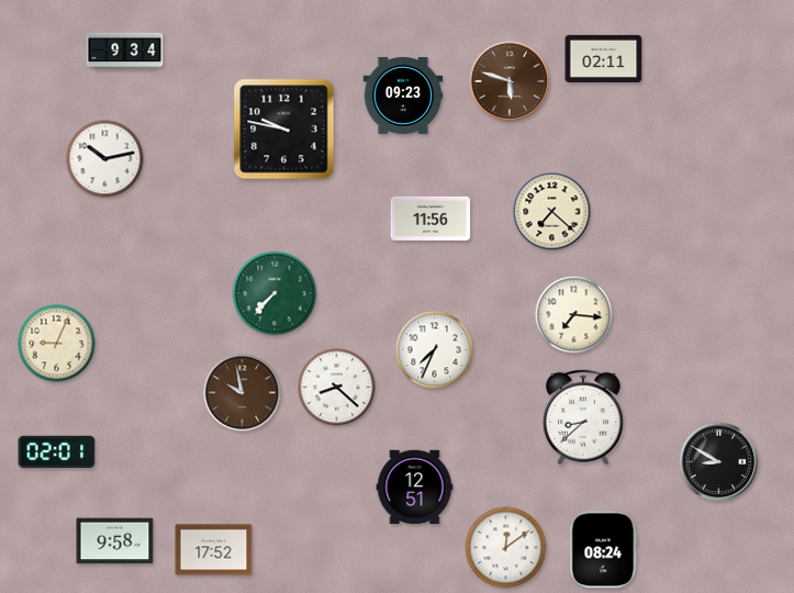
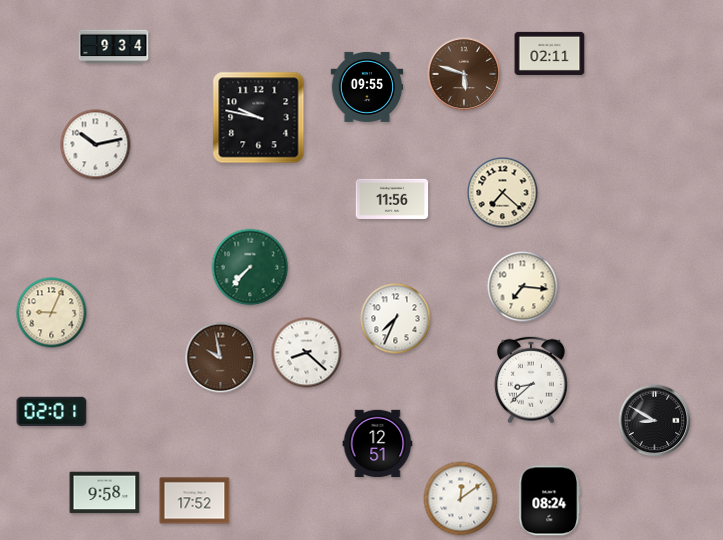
clock at (403, 96): 09:23 -> 09:55
